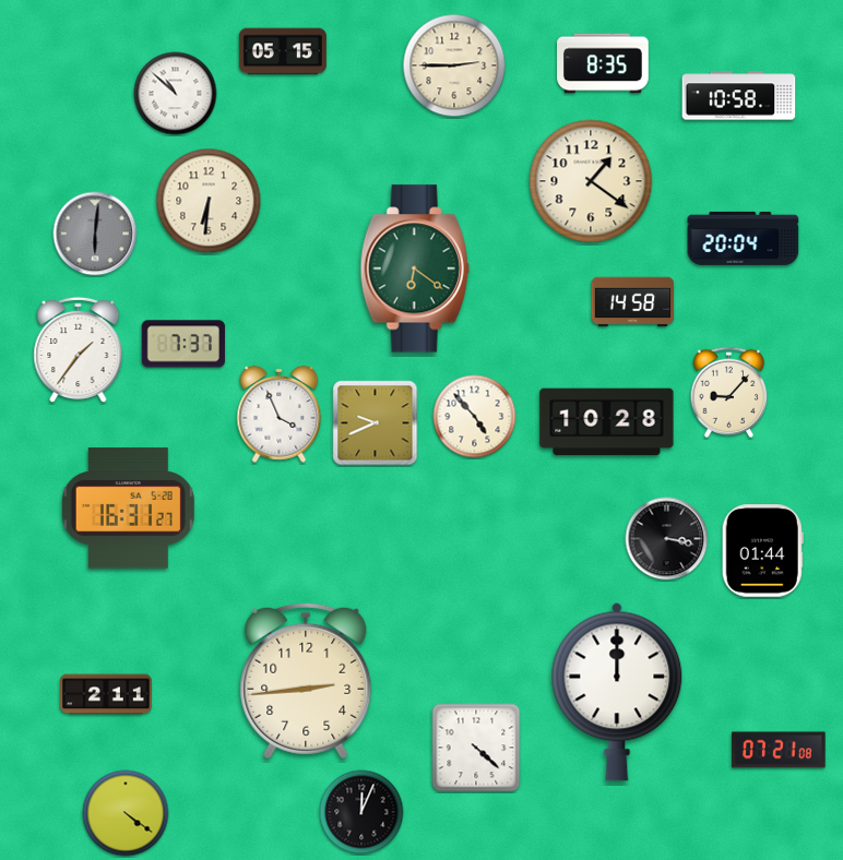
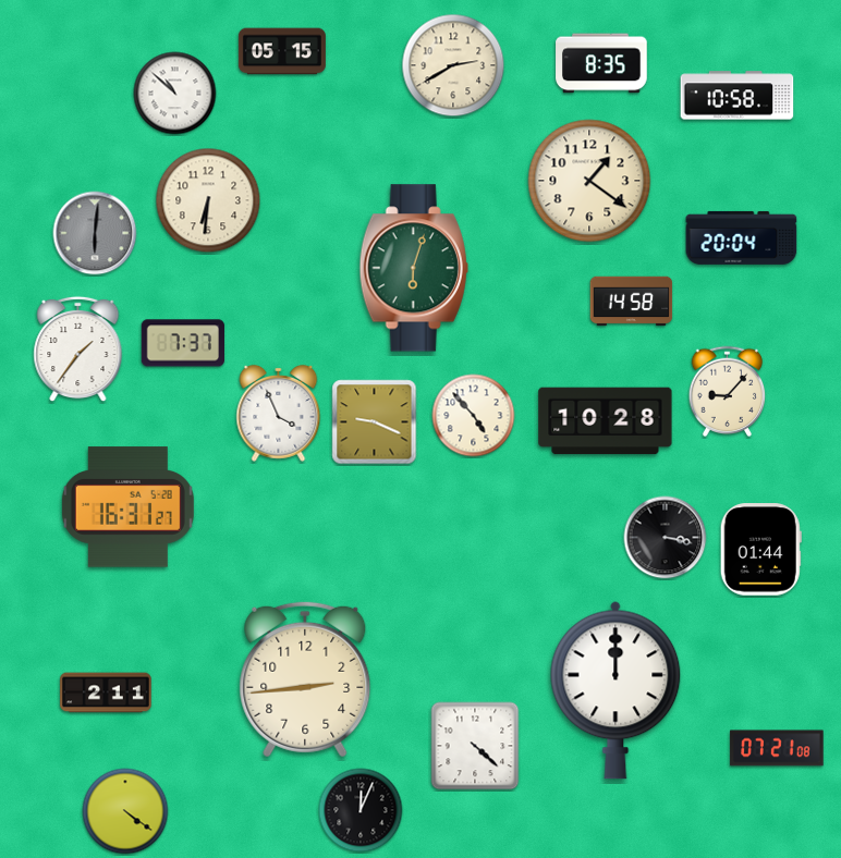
clock at (454, 65): 2:45 -> 2:40
clock at (415, 268): 6:21 -> 6:03
clock at (376, 423): 9:41 -> 9:19
